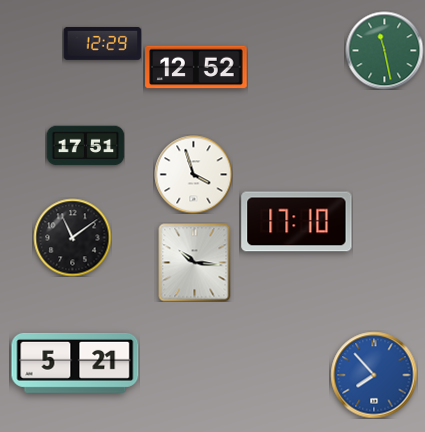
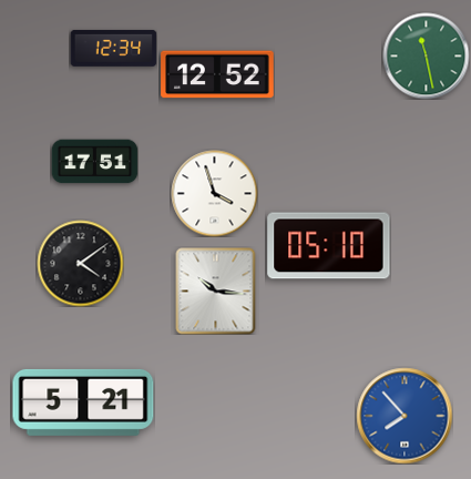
clock at (102, 43): 12:29 -> 12:34
clock at (297, 222): 17:10 -> 05:10
clock at (72, 237): 11:09 -> 4:09
clock at (374, 375) position: (374, 375) -> (405, 416)
